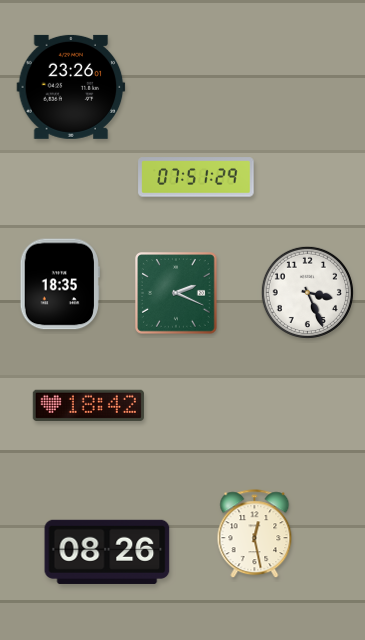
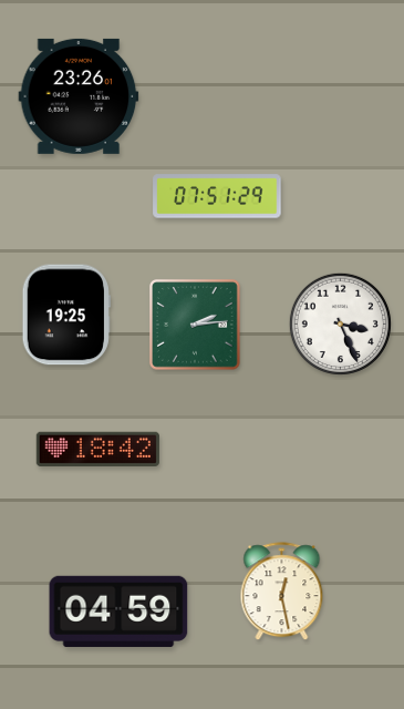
clock at (60, 284): 18:35 -> 19:25
clock at (177, 294): 2:19 -> 2:14
clock at (107, 552): 08:26 -> 04:59
